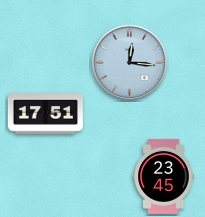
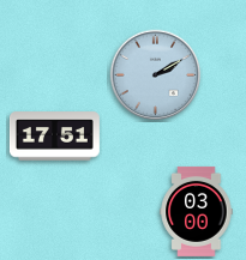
clock at (130, 63): 12:16 -> 2:10
clock at (164, 176): 23:45 -> 03:00
